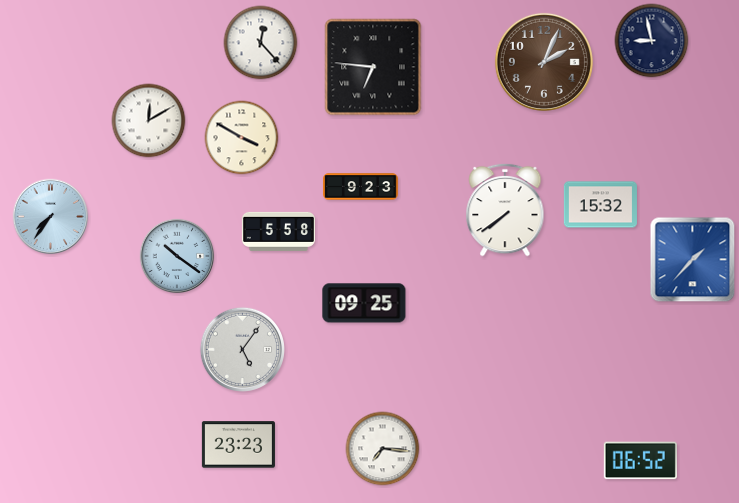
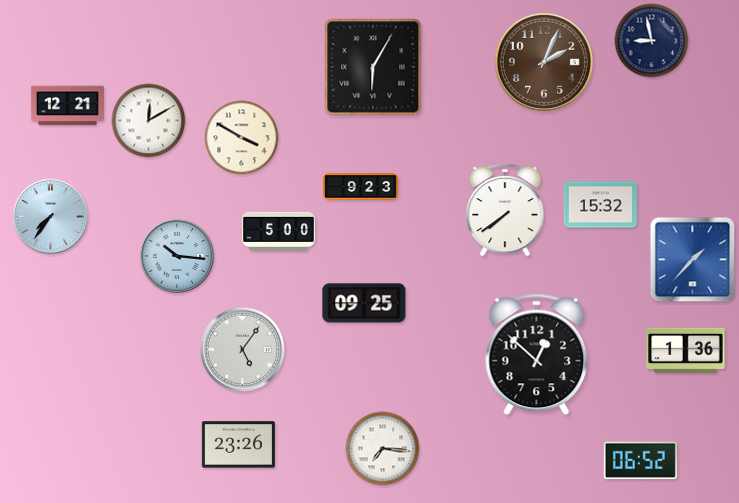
clock at (261, 43): 12:23 -> none
clock at (373, 67): 6:46 -> 6:05
clock at (67, 106): none -> 12:21
clock at (278, 231): 5:58 -> 5:00
clock at (177, 256): 10:21 -> 10:16
clock at (686, 350): none -> 1:36
clock at (537, 355): none -> 12:52
clock at (238, 445): 23:23 -> 23:26
